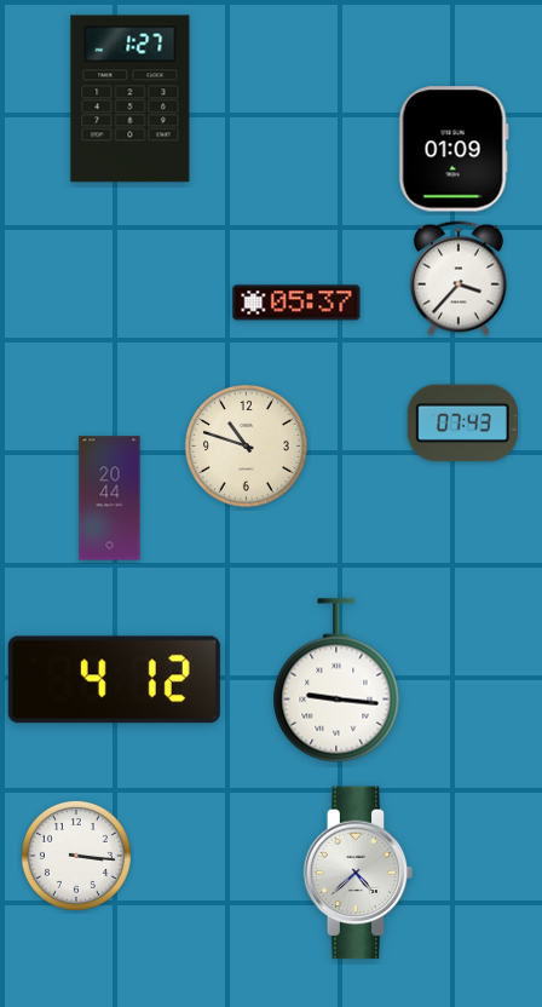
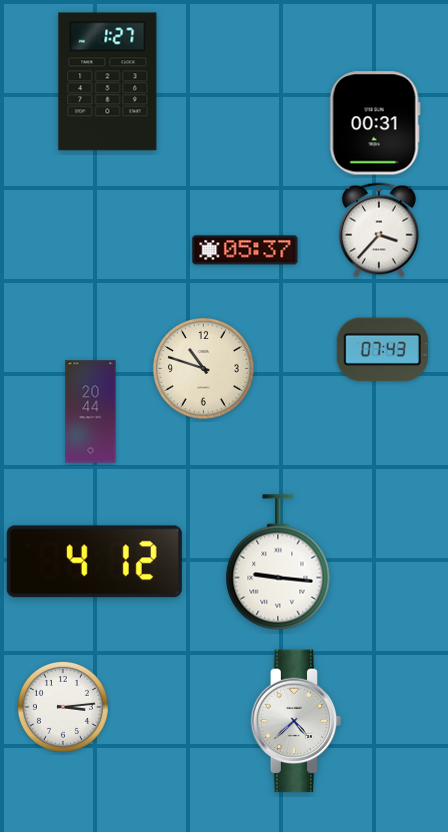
clock at (454, 149): 01:09 -> 00:31
clock at (76, 856): 3:16 -> 3:14
